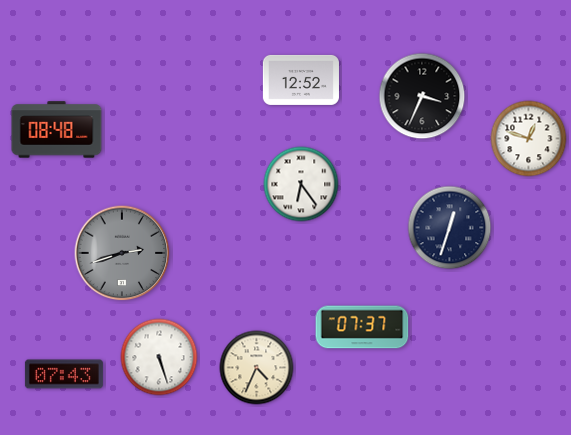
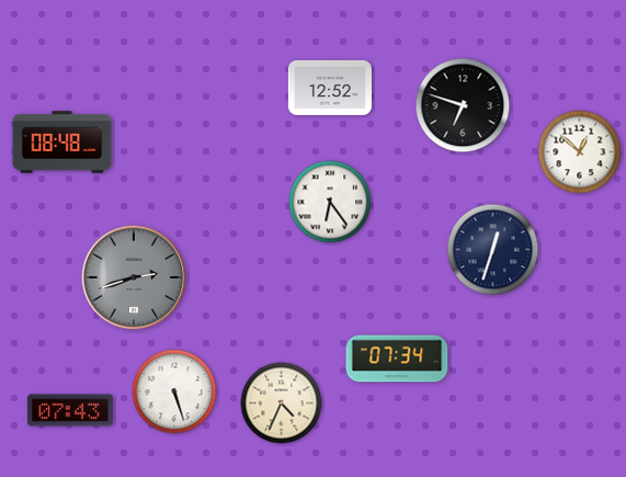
clock at (422, 96): 3:34 -> 6:48
clock at (529, 139): 12:48 -> 12:52
clock at (362, 327): 07:37 -> 07:34
